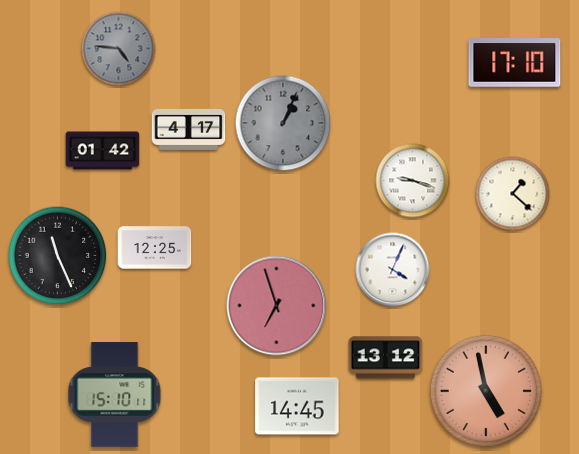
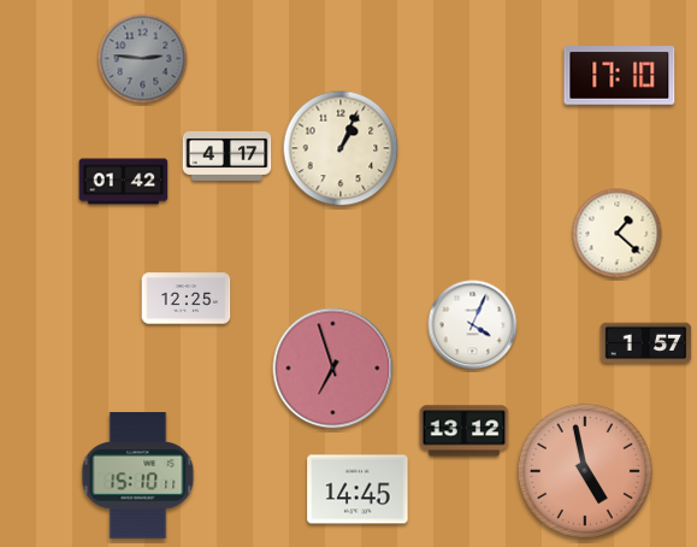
clock at (119, 49): 4:46 -> 2:46
clock at (283, 123) dial: grey -> cream
clock at (413, 181): 9:18 -> none
clock at (58, 256): 11:26 -> none
clock at (646, 343): none -> 1:57
